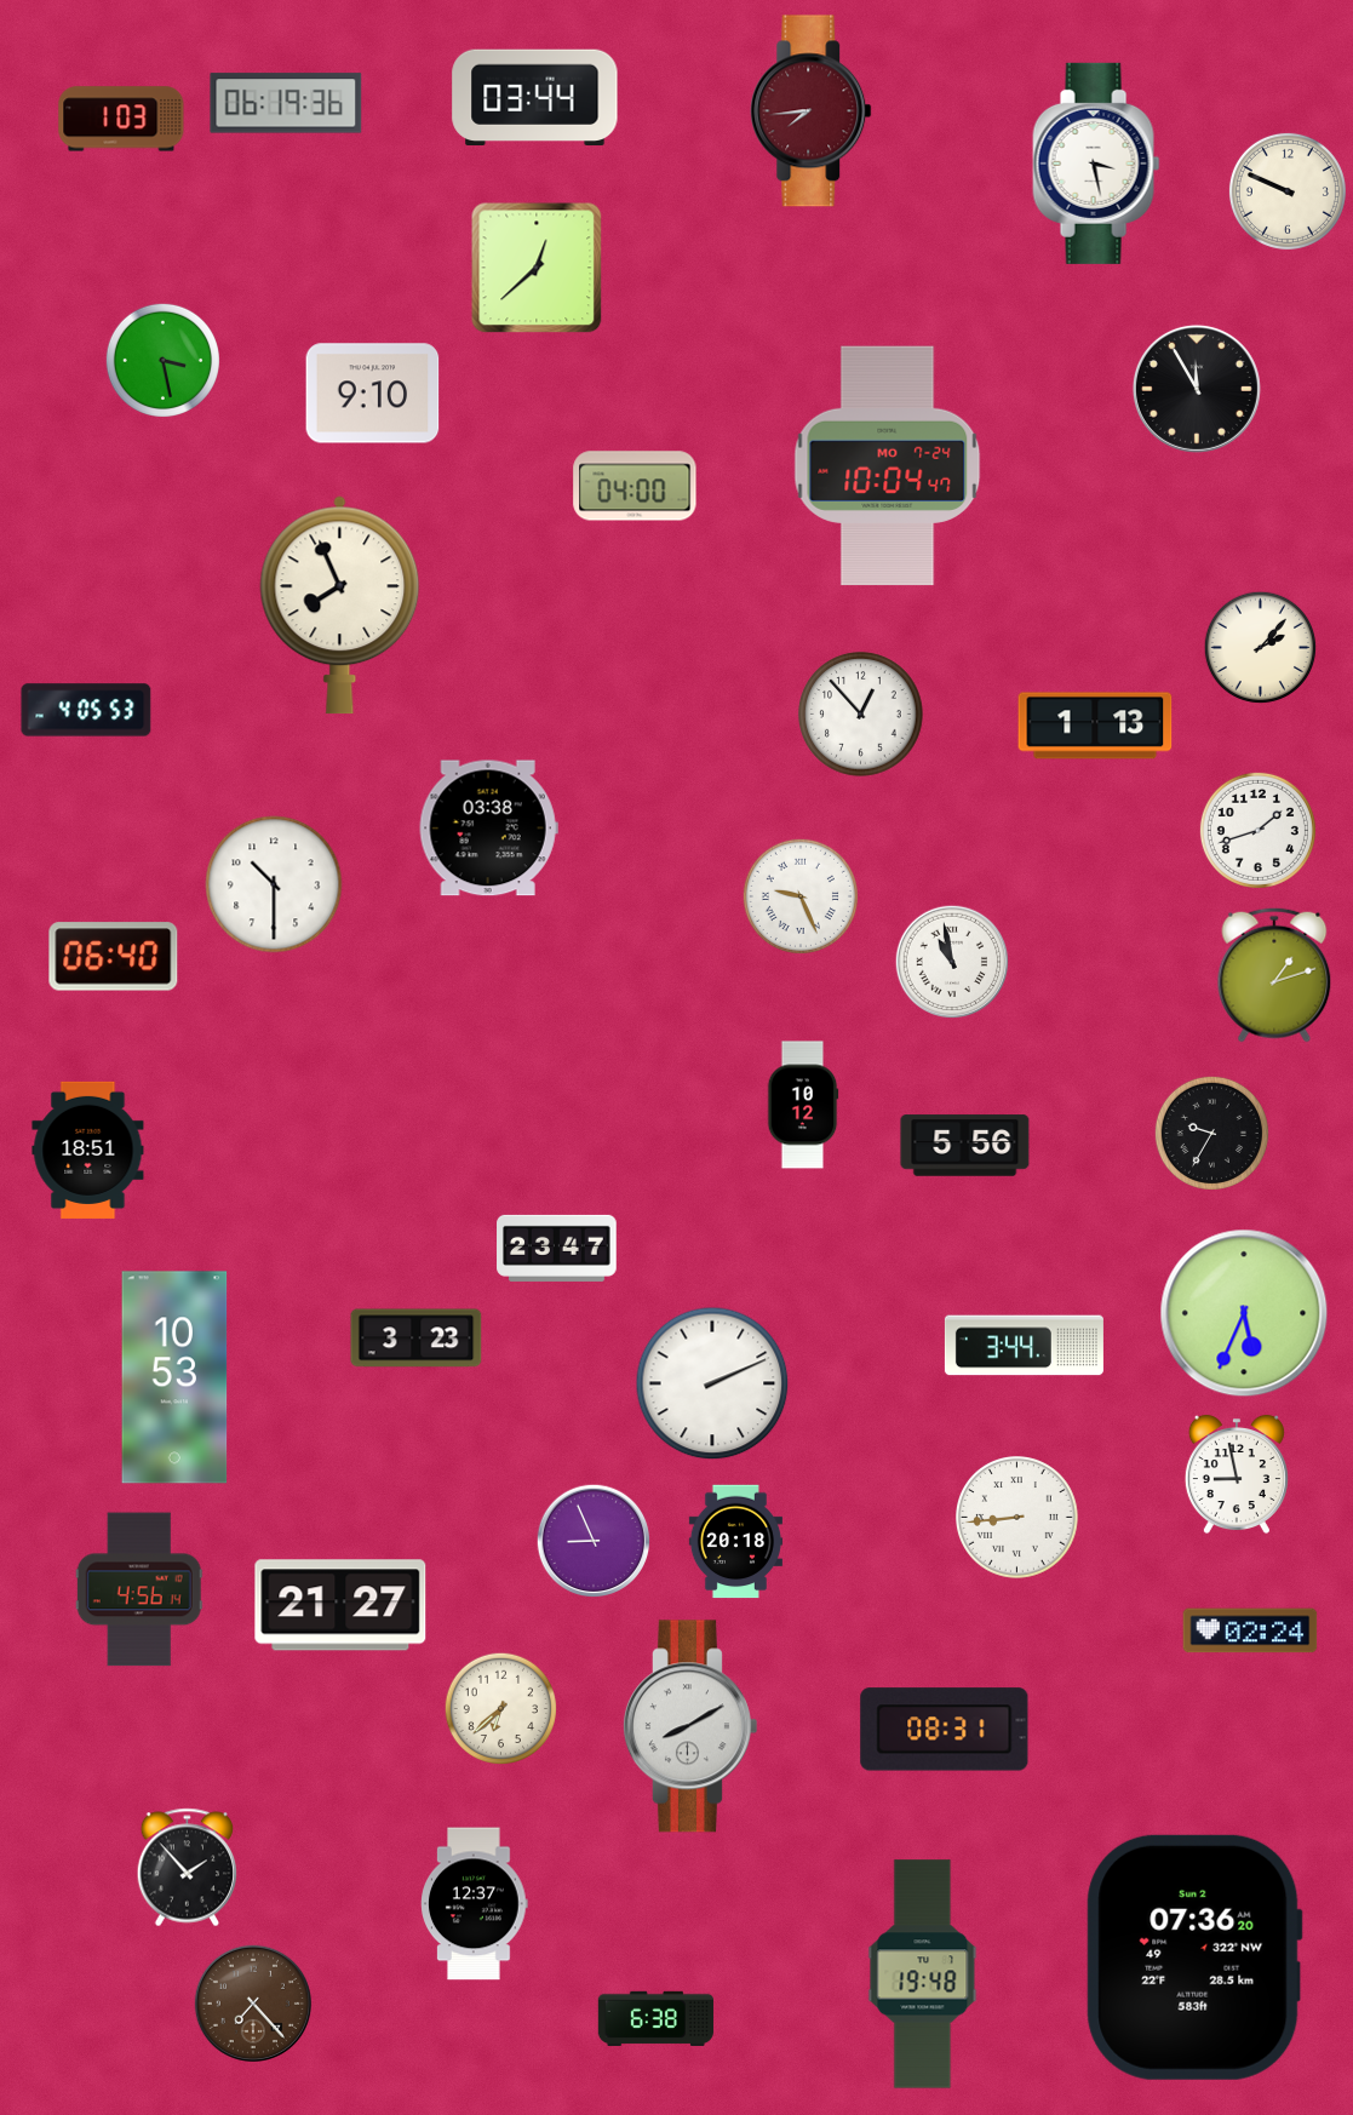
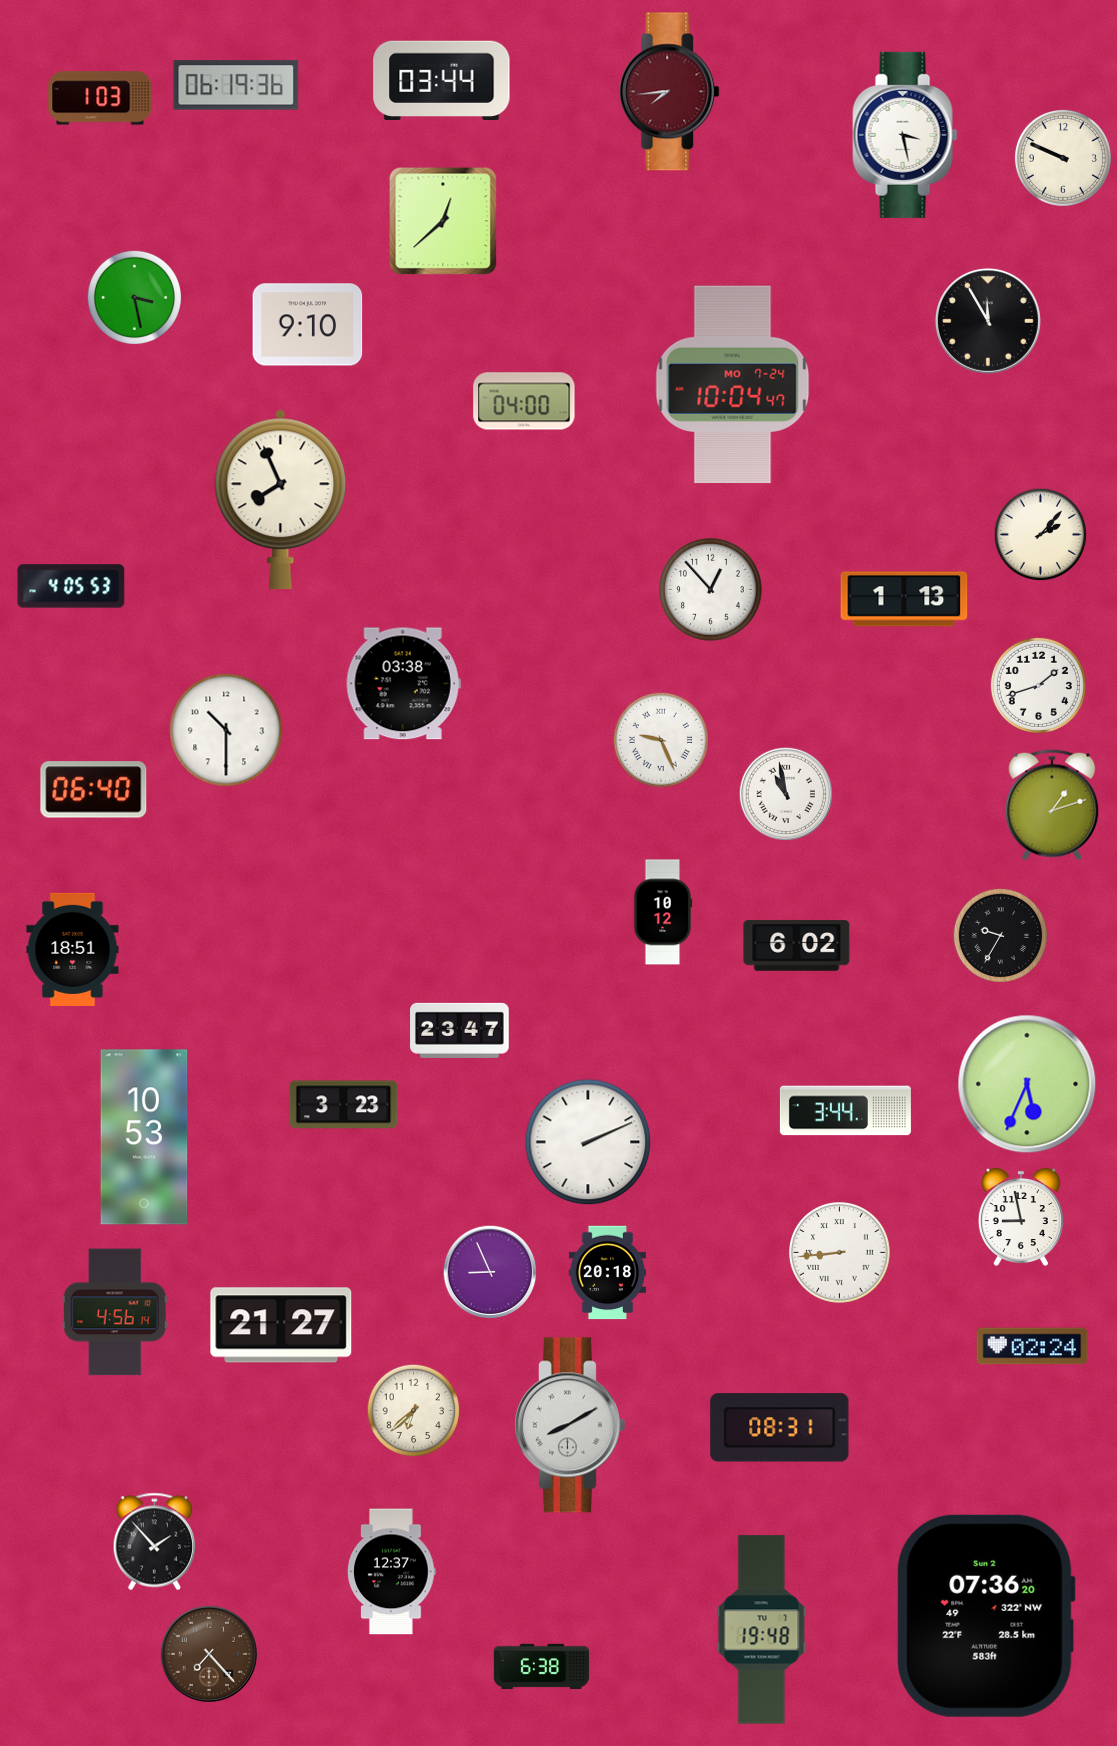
clock at (965, 1146): 5:56 -> 6:02
